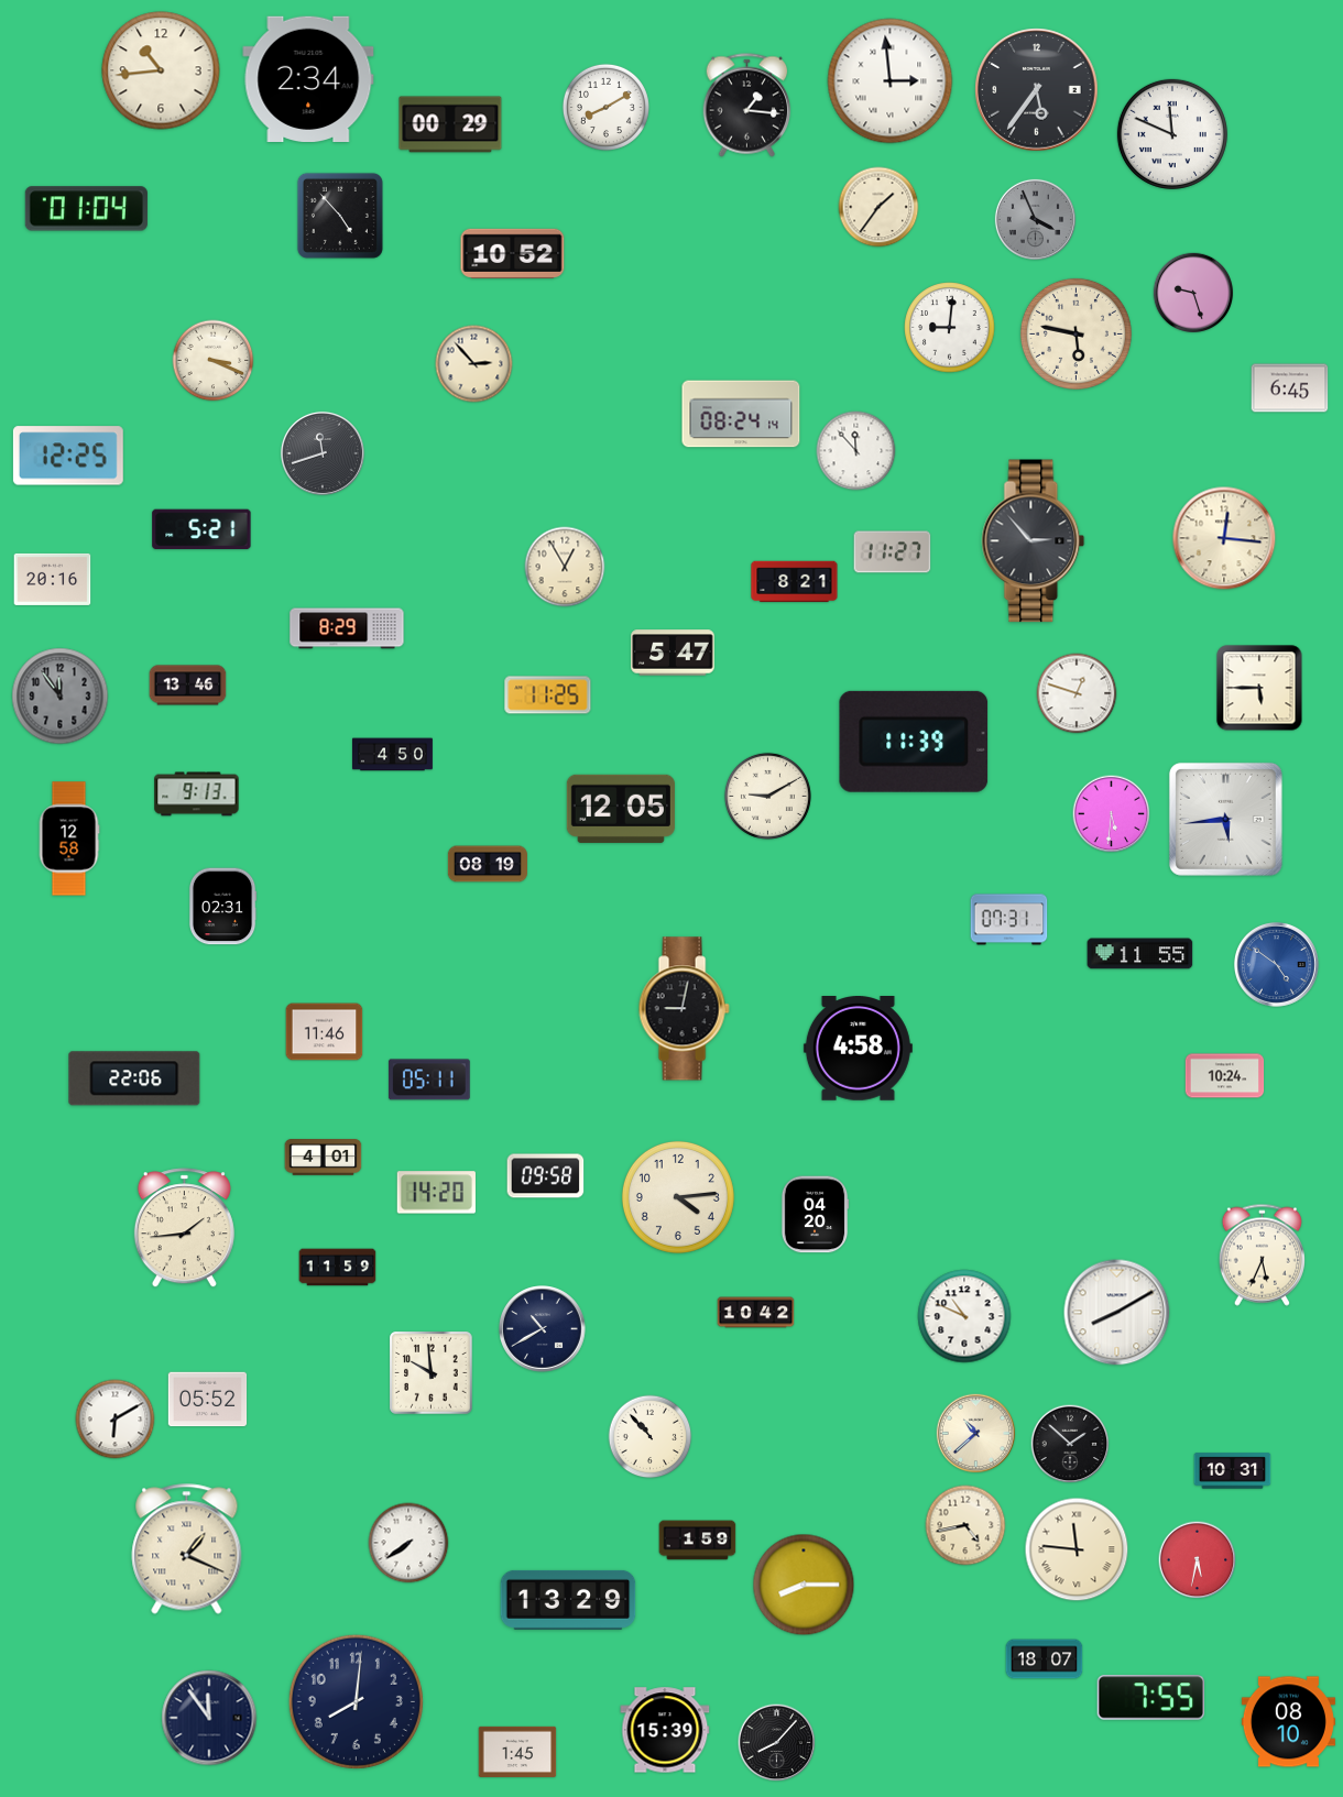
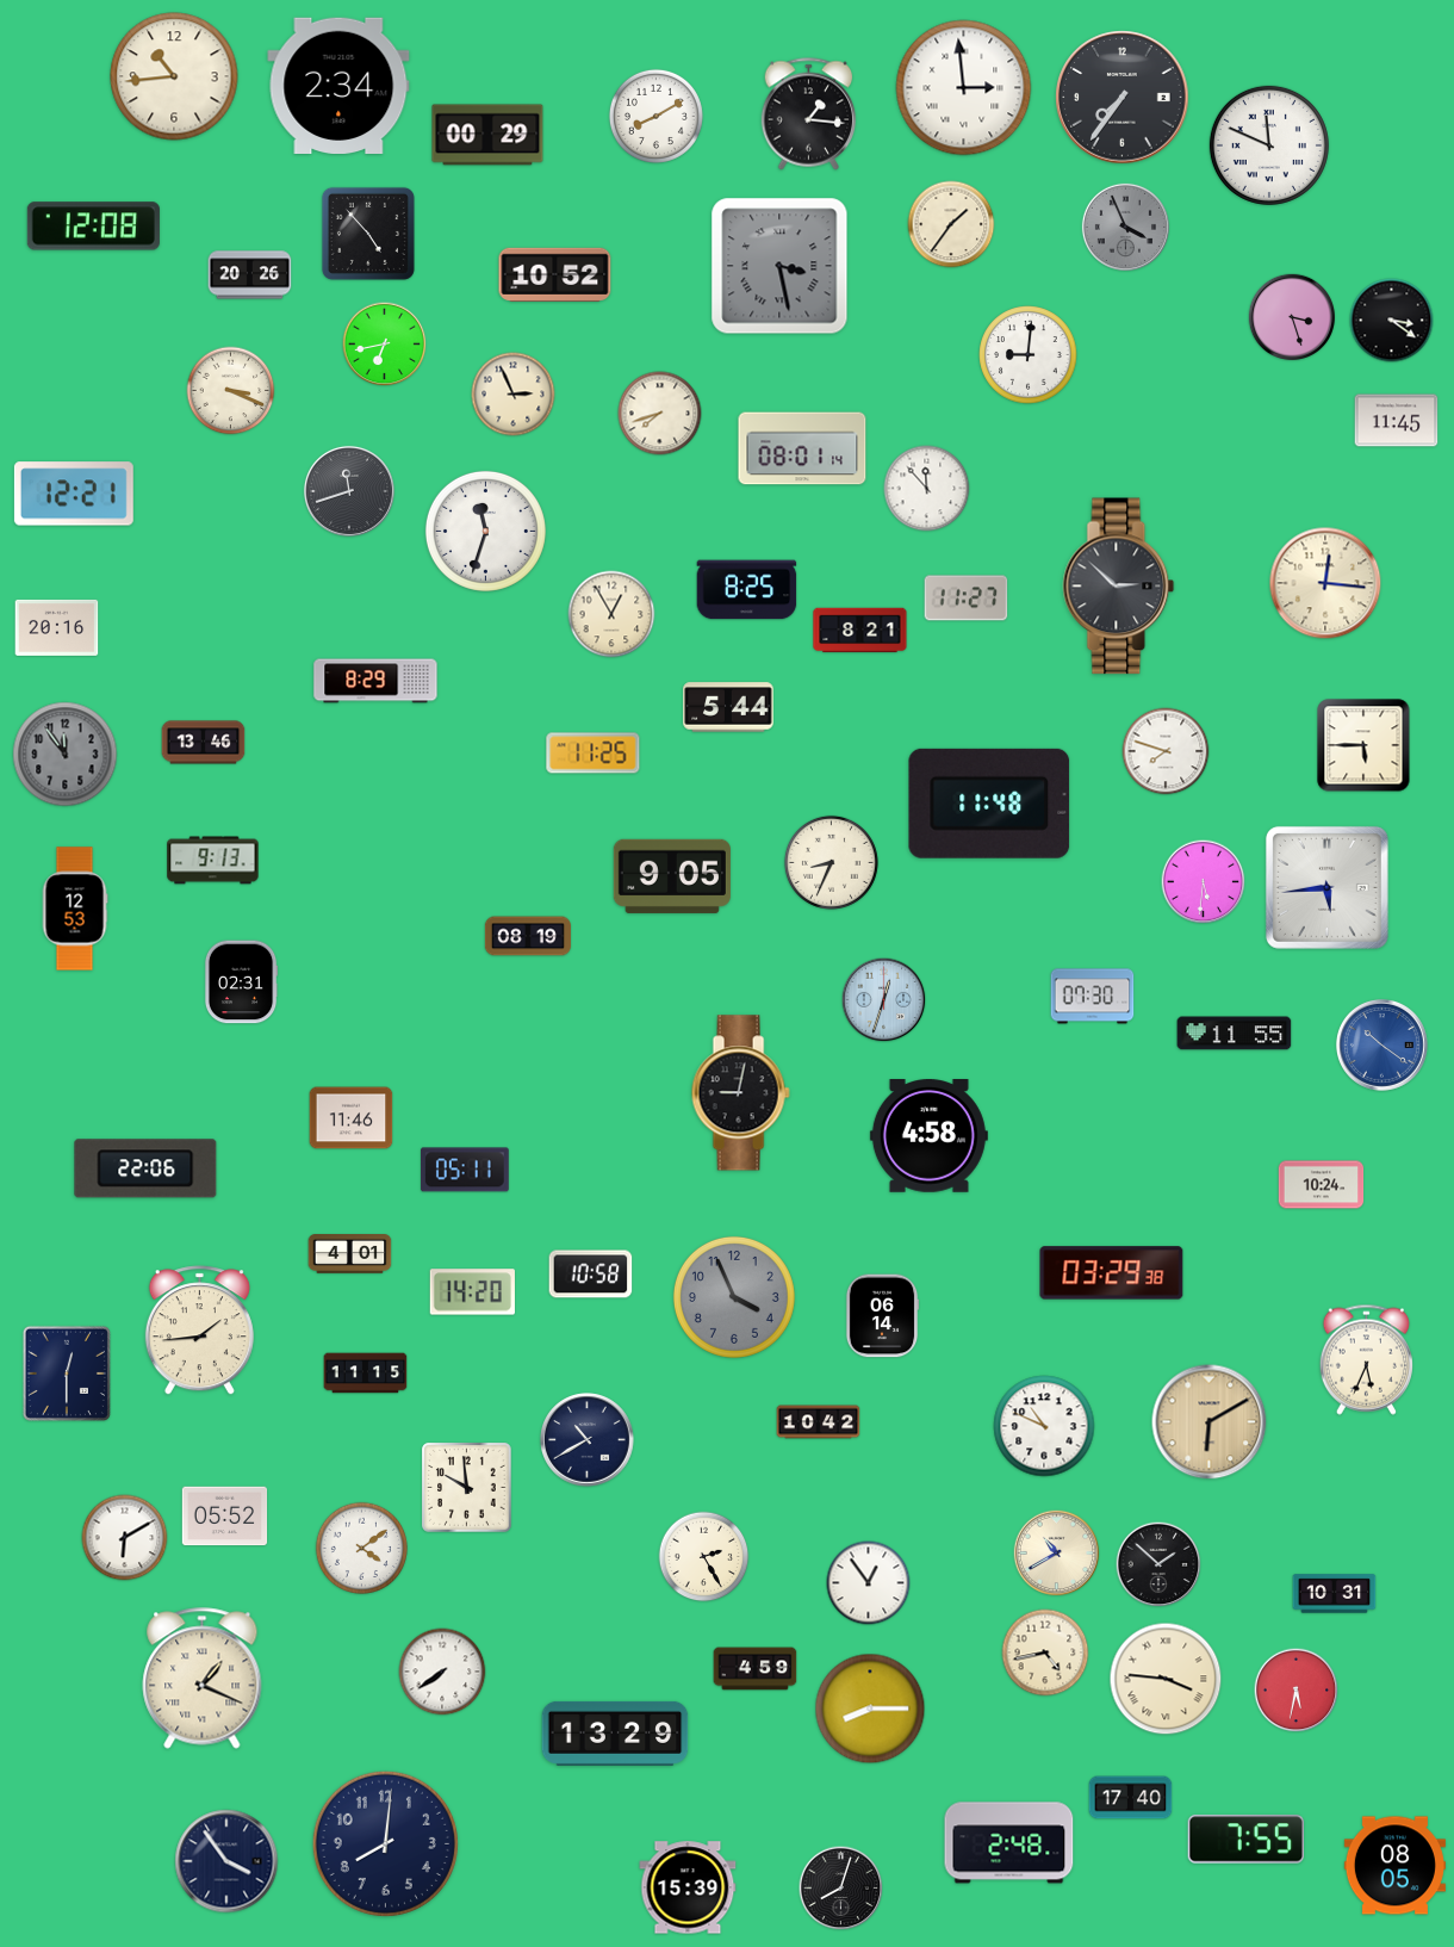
clock at (308, 78) position: (308, 78) -> (338, 85)
clock at (1037, 90): 5:36 -> 7:36
clock at (86, 209): 01:04 -> 12:08
clock at (1035, 219) position: (1035, 219) -> (1125, 227)
clock at (779, 266): none -> 3:28
clock at (250, 275): none -> 20:26
clock at (1192, 292): 9:27 -> 3:27
clock at (1392, 321): none -> 3:21
clock at (385, 345): none -> 6:43
clock at (1076, 333): 5:47 -> none
clock at (474, 364): 2:53 -> 2:56
clock at (660, 414): none -> 7:42
clock at (1290, 388): 6:45 -> 11:45
clock at (741, 414): 08:24 -> 08:01
clock at (68, 456): 12:25 -> 12:21
clock at (485, 531): none -> 11:33
clock at (201, 529): 5:21 -> none
clock at (1034, 541): 2:53 -> 2:52
clock at (747, 590): none -> 8:25
clock at (673, 653): 5:47 -> 5:44
clock at (1077, 693): 12:48 -> 7:48
clock at (914, 742): 11:39 -> 11:48
clock at (392, 755): 4:50 -> none
clock at (767, 796): 9:10 -> 8:34
clock at (621, 809): 12:05 -> 9:05
clock at (69, 839): 12:58 -> 12:53
clock at (1009, 920): 07:31 -> 07:30
clock at (884, 1000): none -> 12:33
clock at (1276, 964): 4:51 -> 10:21
clock at (1225, 1076) position: (1225, 1076) -> (1322, 1185)
clock at (1112, 1273): none -> 03:29
clock at (546, 1176): 09:58 -> 10:58
clock at (678, 1197): 4:14 -> 3:56
clock at (678, 1197) dial: cream -> grey
clock at (815, 1215): 04:20 -> 06:14
clock at (67, 1374): none -> 12:30
clock at (338, 1268): 11:59 -> 11:15
clock at (1117, 1313): 8:10 -> 6:10
clock at (1117, 1313) dial: white -> champagne
clock at (361, 1548): none -> 4:09
clock at (976, 1434): 10:38 -> 10:40
clock at (651, 1437): 10:53 -> 2:25
clock at (869, 1583): none -> 12:54
clock at (698, 1541): 1:59 -> 4:59
clock at (1077, 1549): 11:46 -> 3:46
clock at (804, 1585) position: (804, 1585) -> (870, 1709)
clock at (1045, 1659): 18:07 -> 17:40
clock at (1009, 1843): none -> 2:48
clock at (209, 1718): 11:54 -> 3:54
clock at (1288, 1722): 08:10 -> 08:05
clock at (665, 1730) position: (665, 1730) -> (688, 1887)
clock at (777, 1743): 8:07 -> 8:03
clock at (517, 1752): 1:45 -> none
